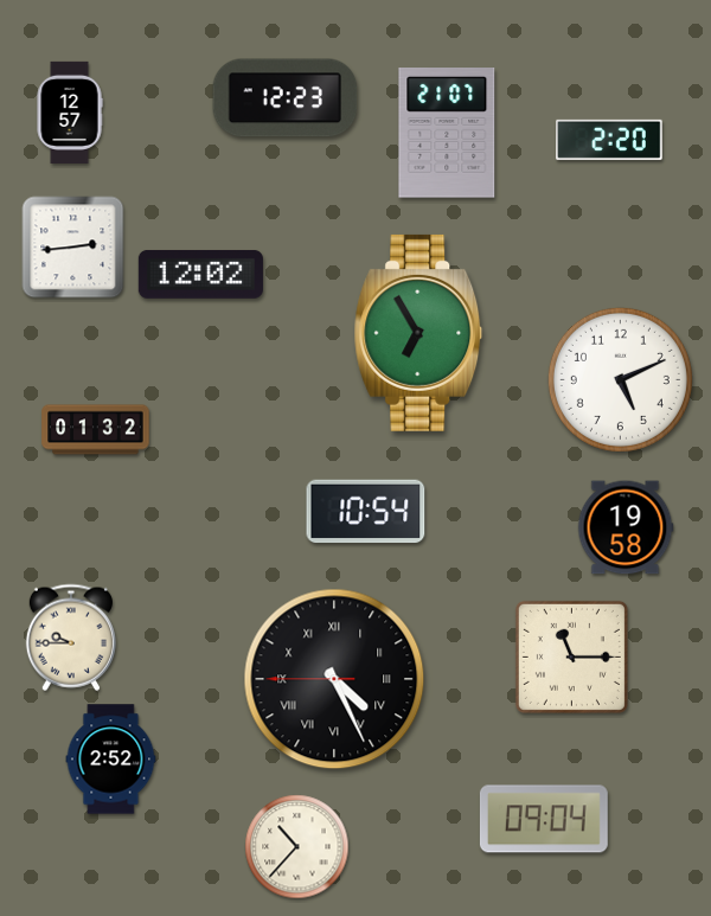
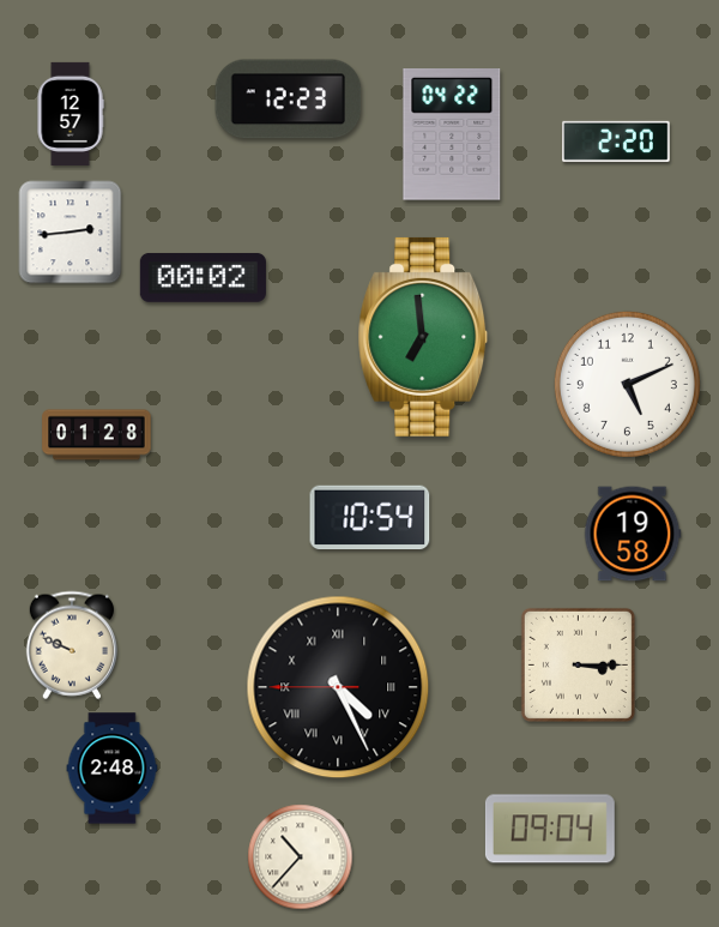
clock at (447, 134): 21:07 -> 04:22
clock at (73, 248) position: (73, 248) -> (71, 233)
clock at (200, 274): 12:02 -> 00:02
clock at (418, 333): 6:55 -> 6:59
clock at (96, 430): 01:32 -> 01:28
clock at (71, 638): 9:45 -> 9:49
clock at (571, 656): 11:15 -> 3:15
clock at (111, 760): 2:52 -> 2:48
